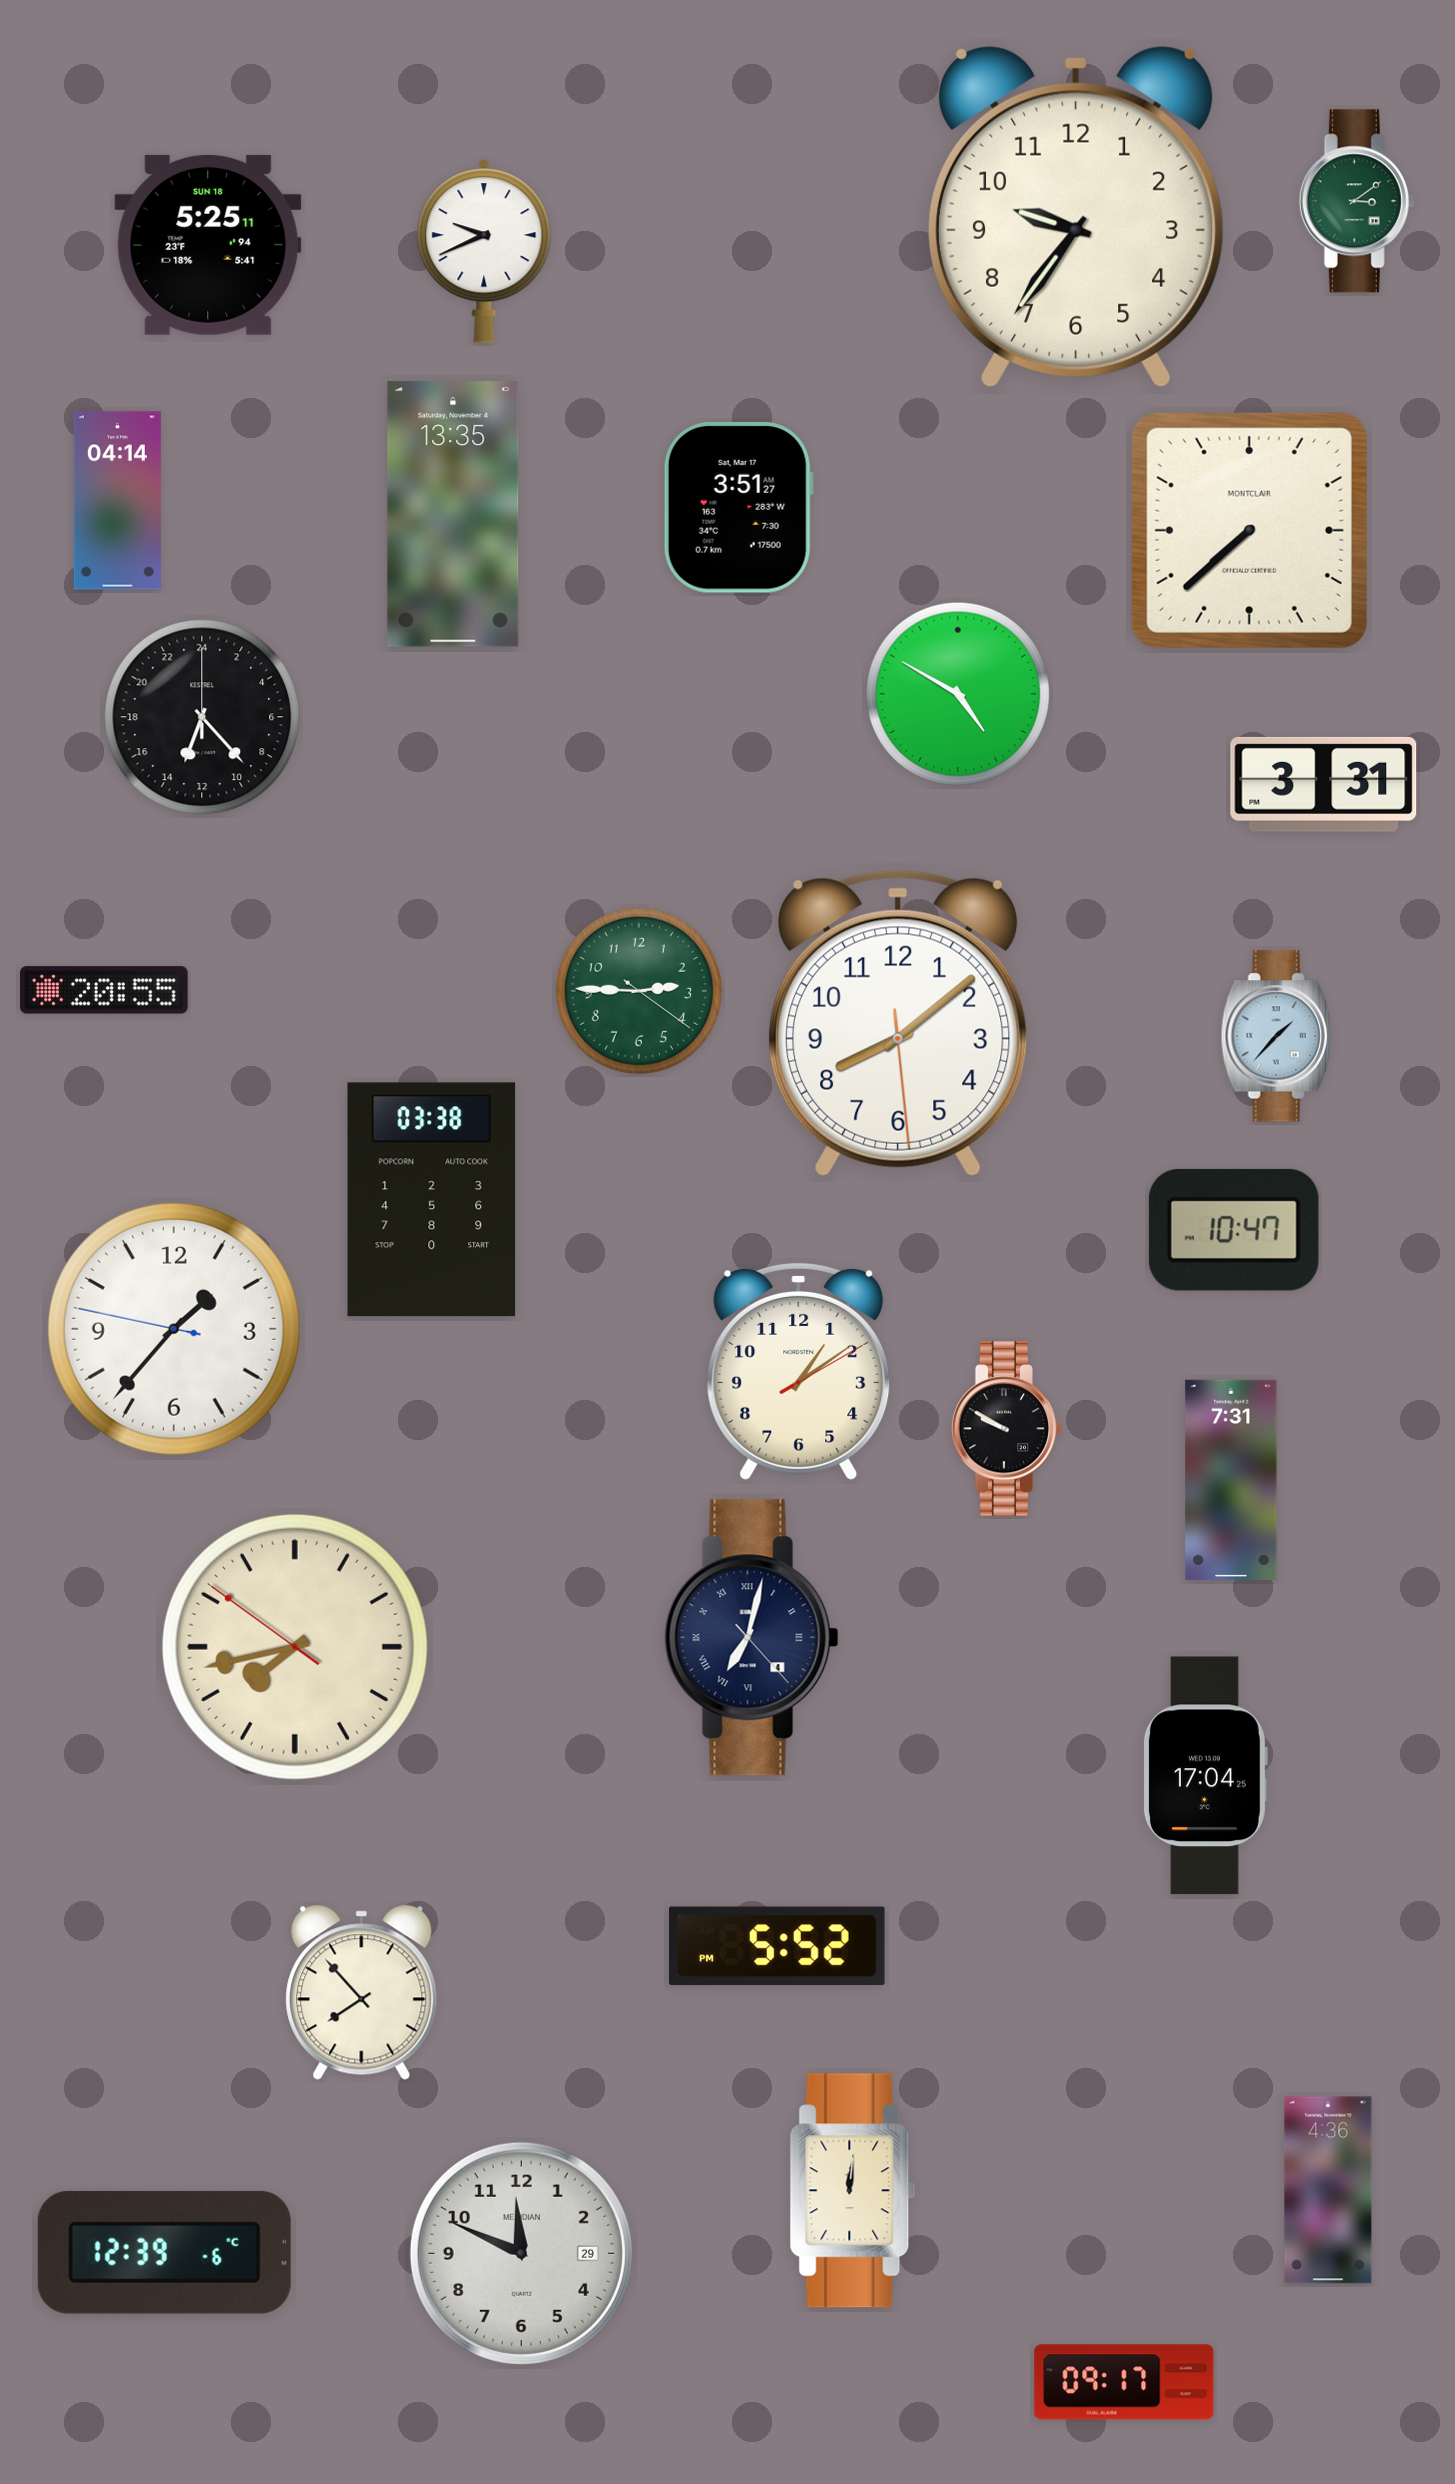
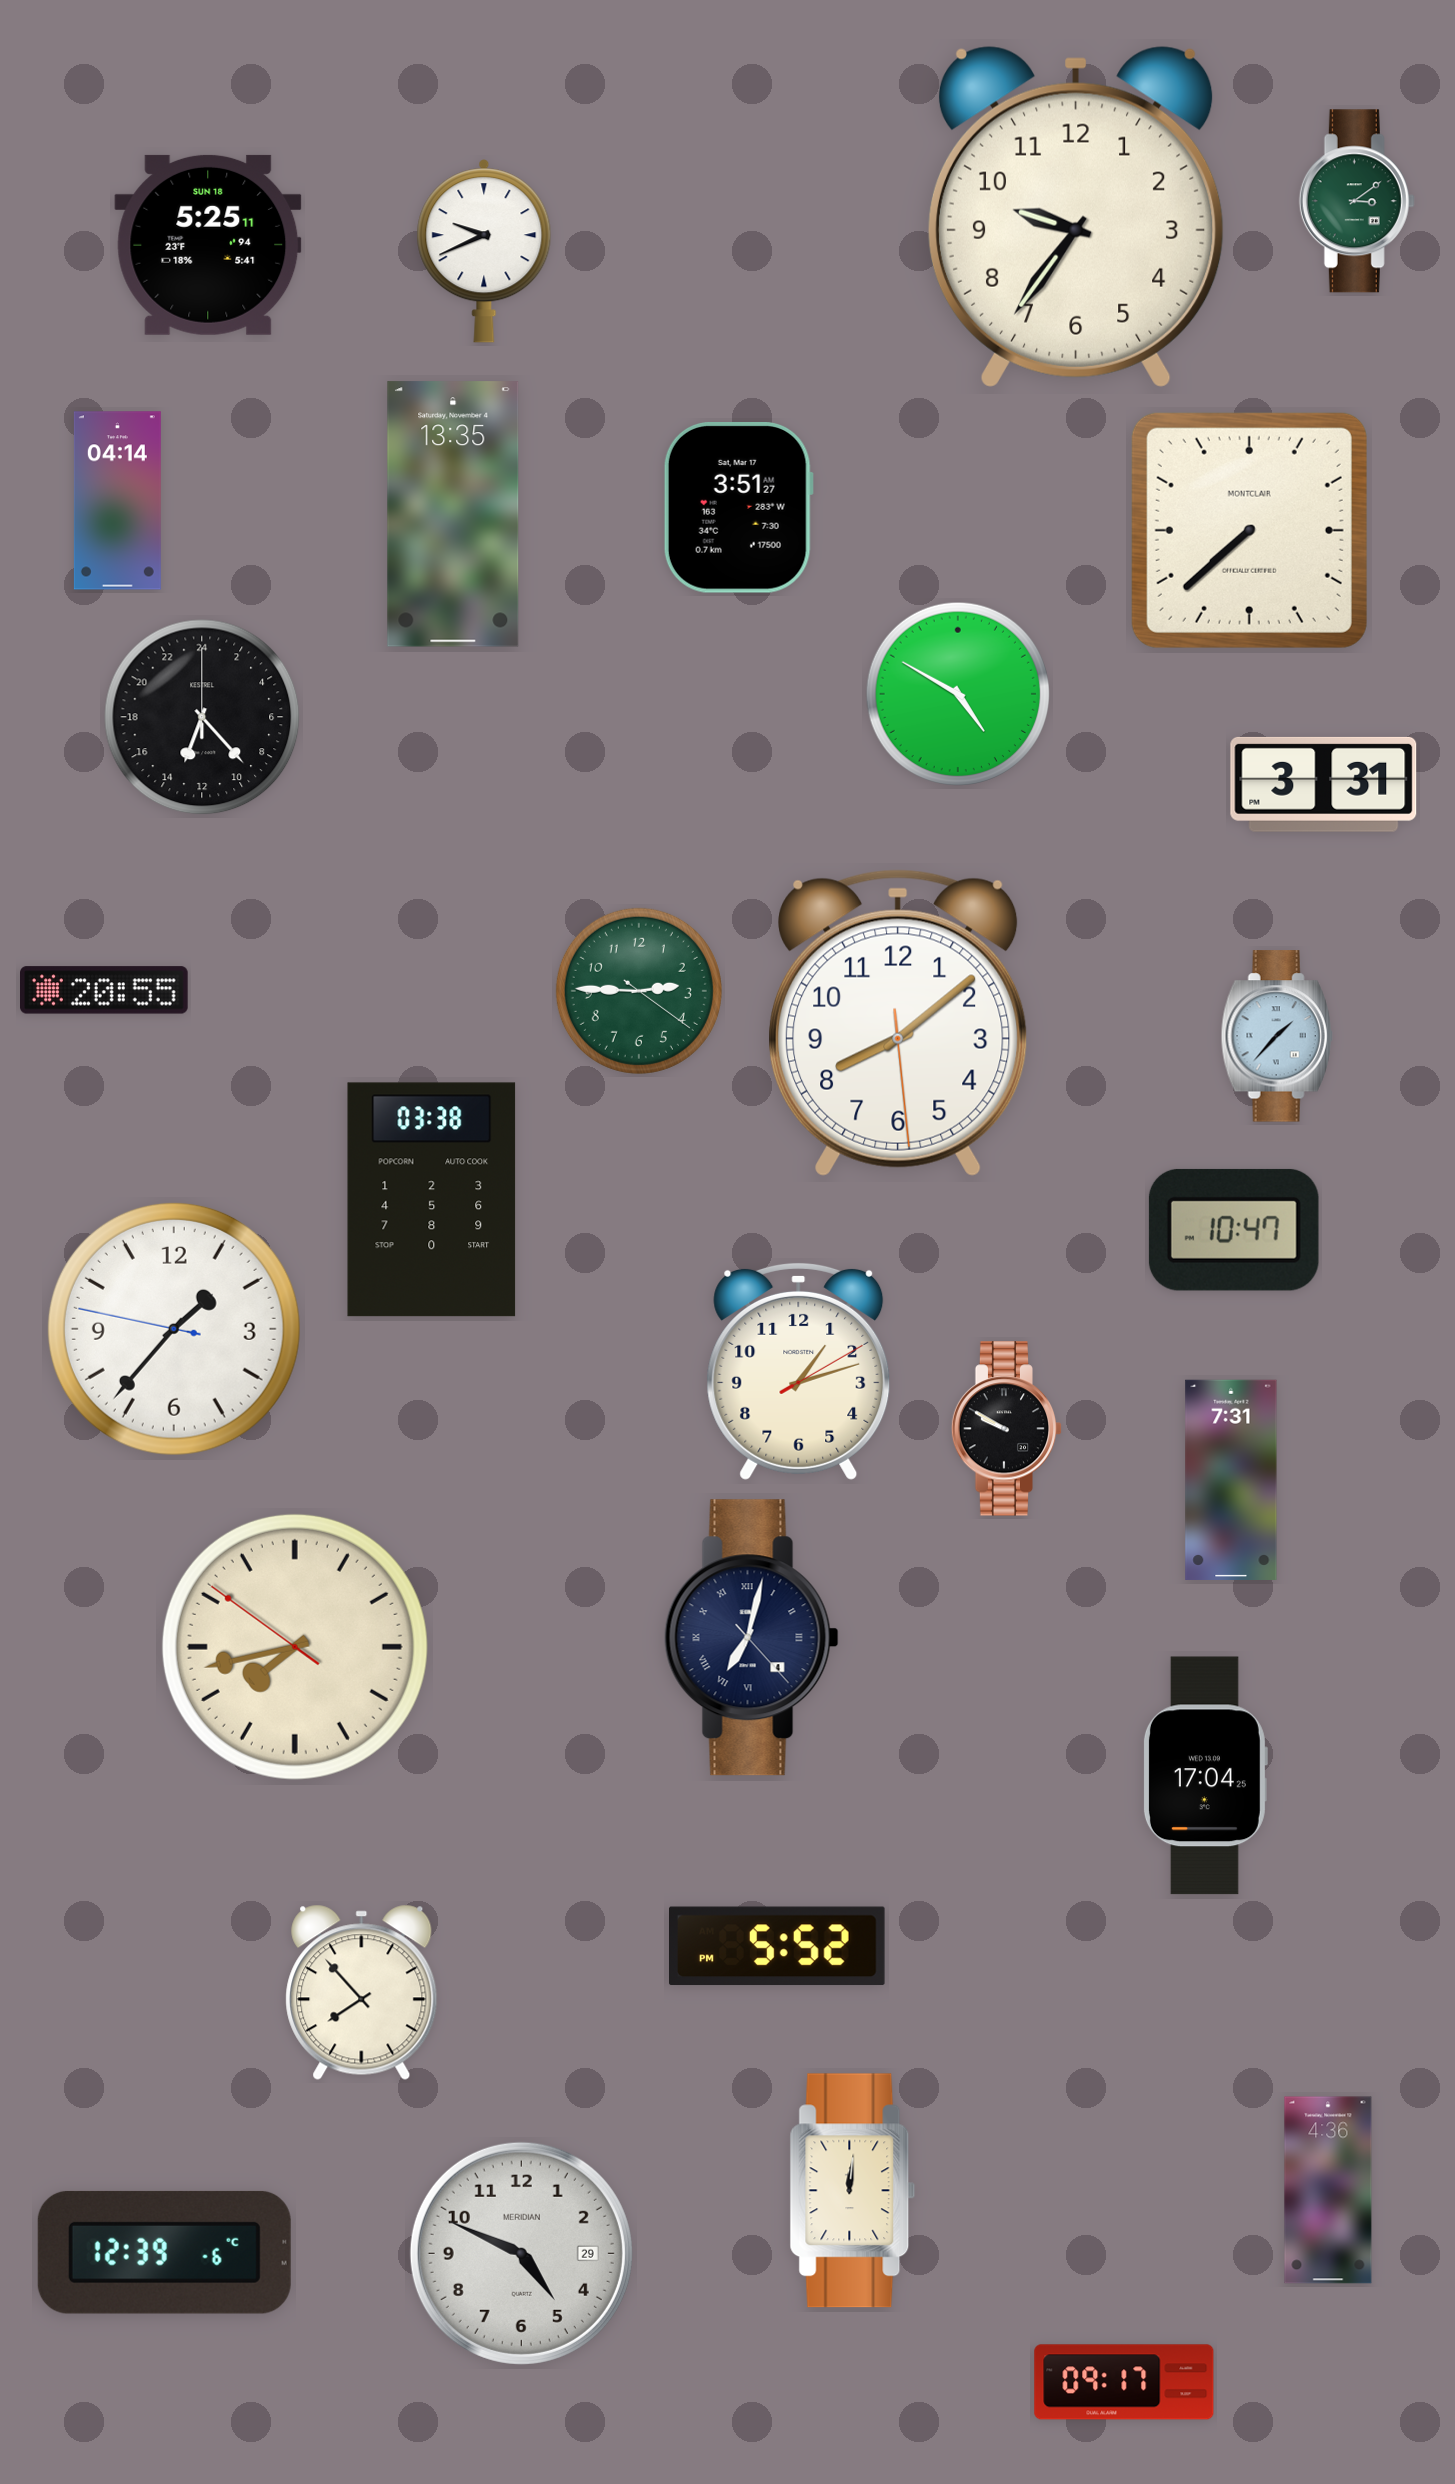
clock at (799, 1371): 1:09 -> 1:12
clock at (521, 2253): 11:49 -> 4:49
